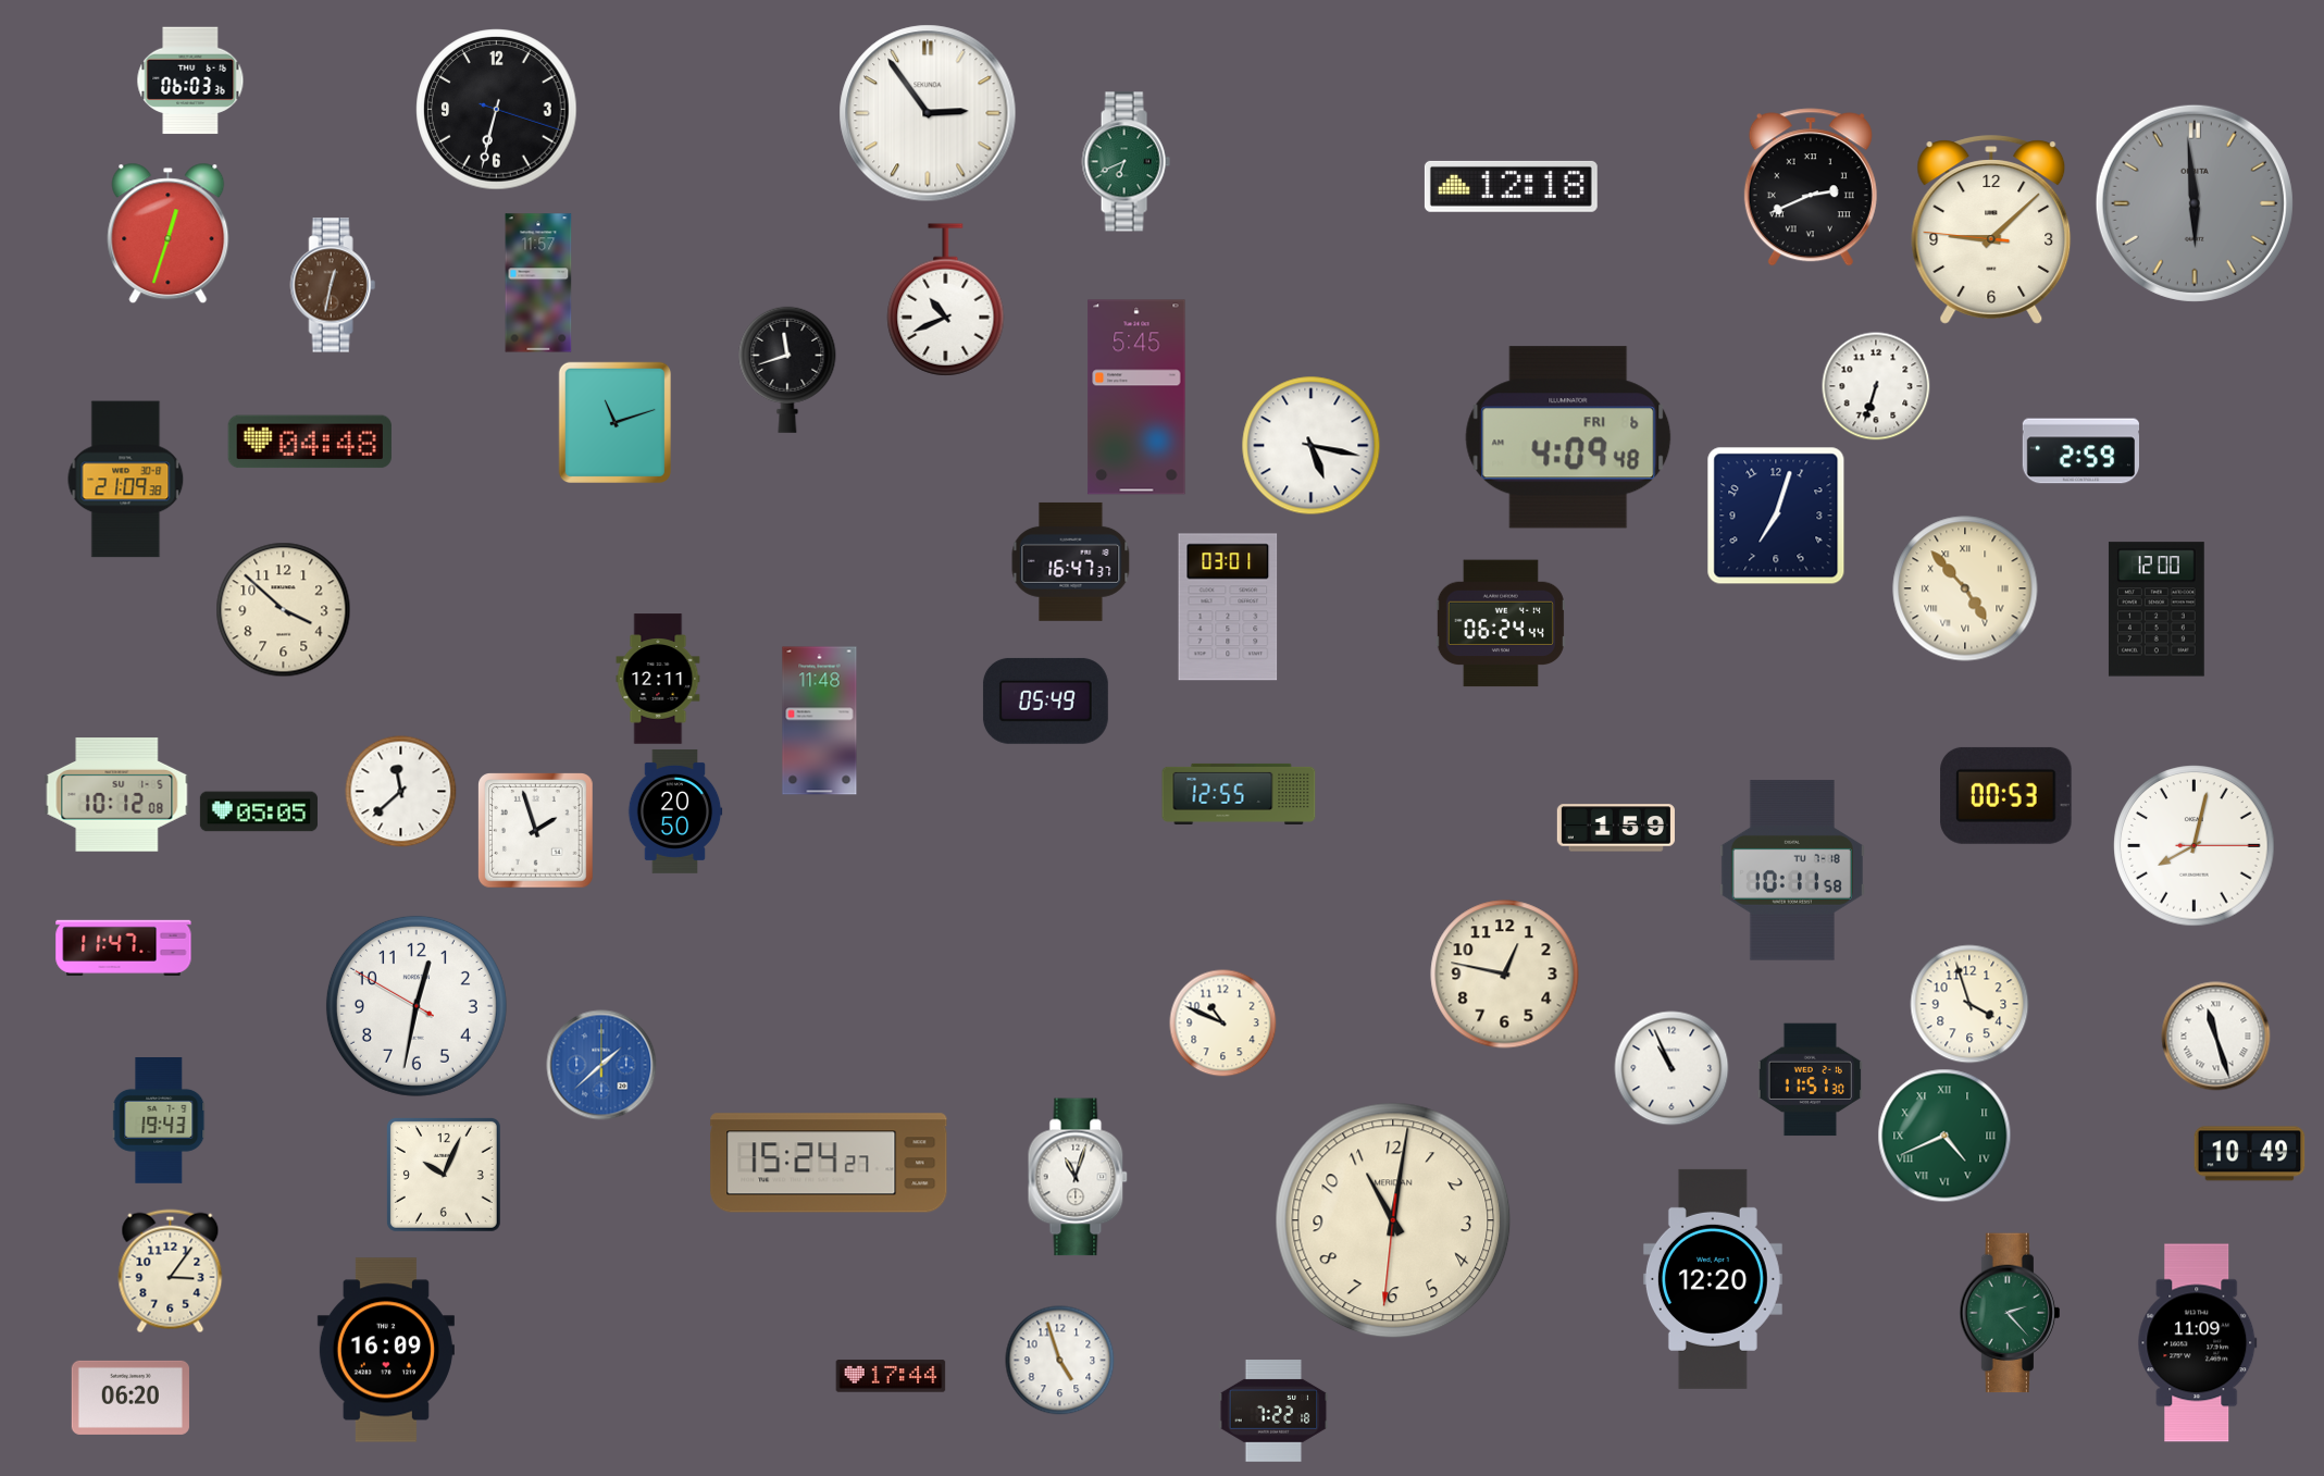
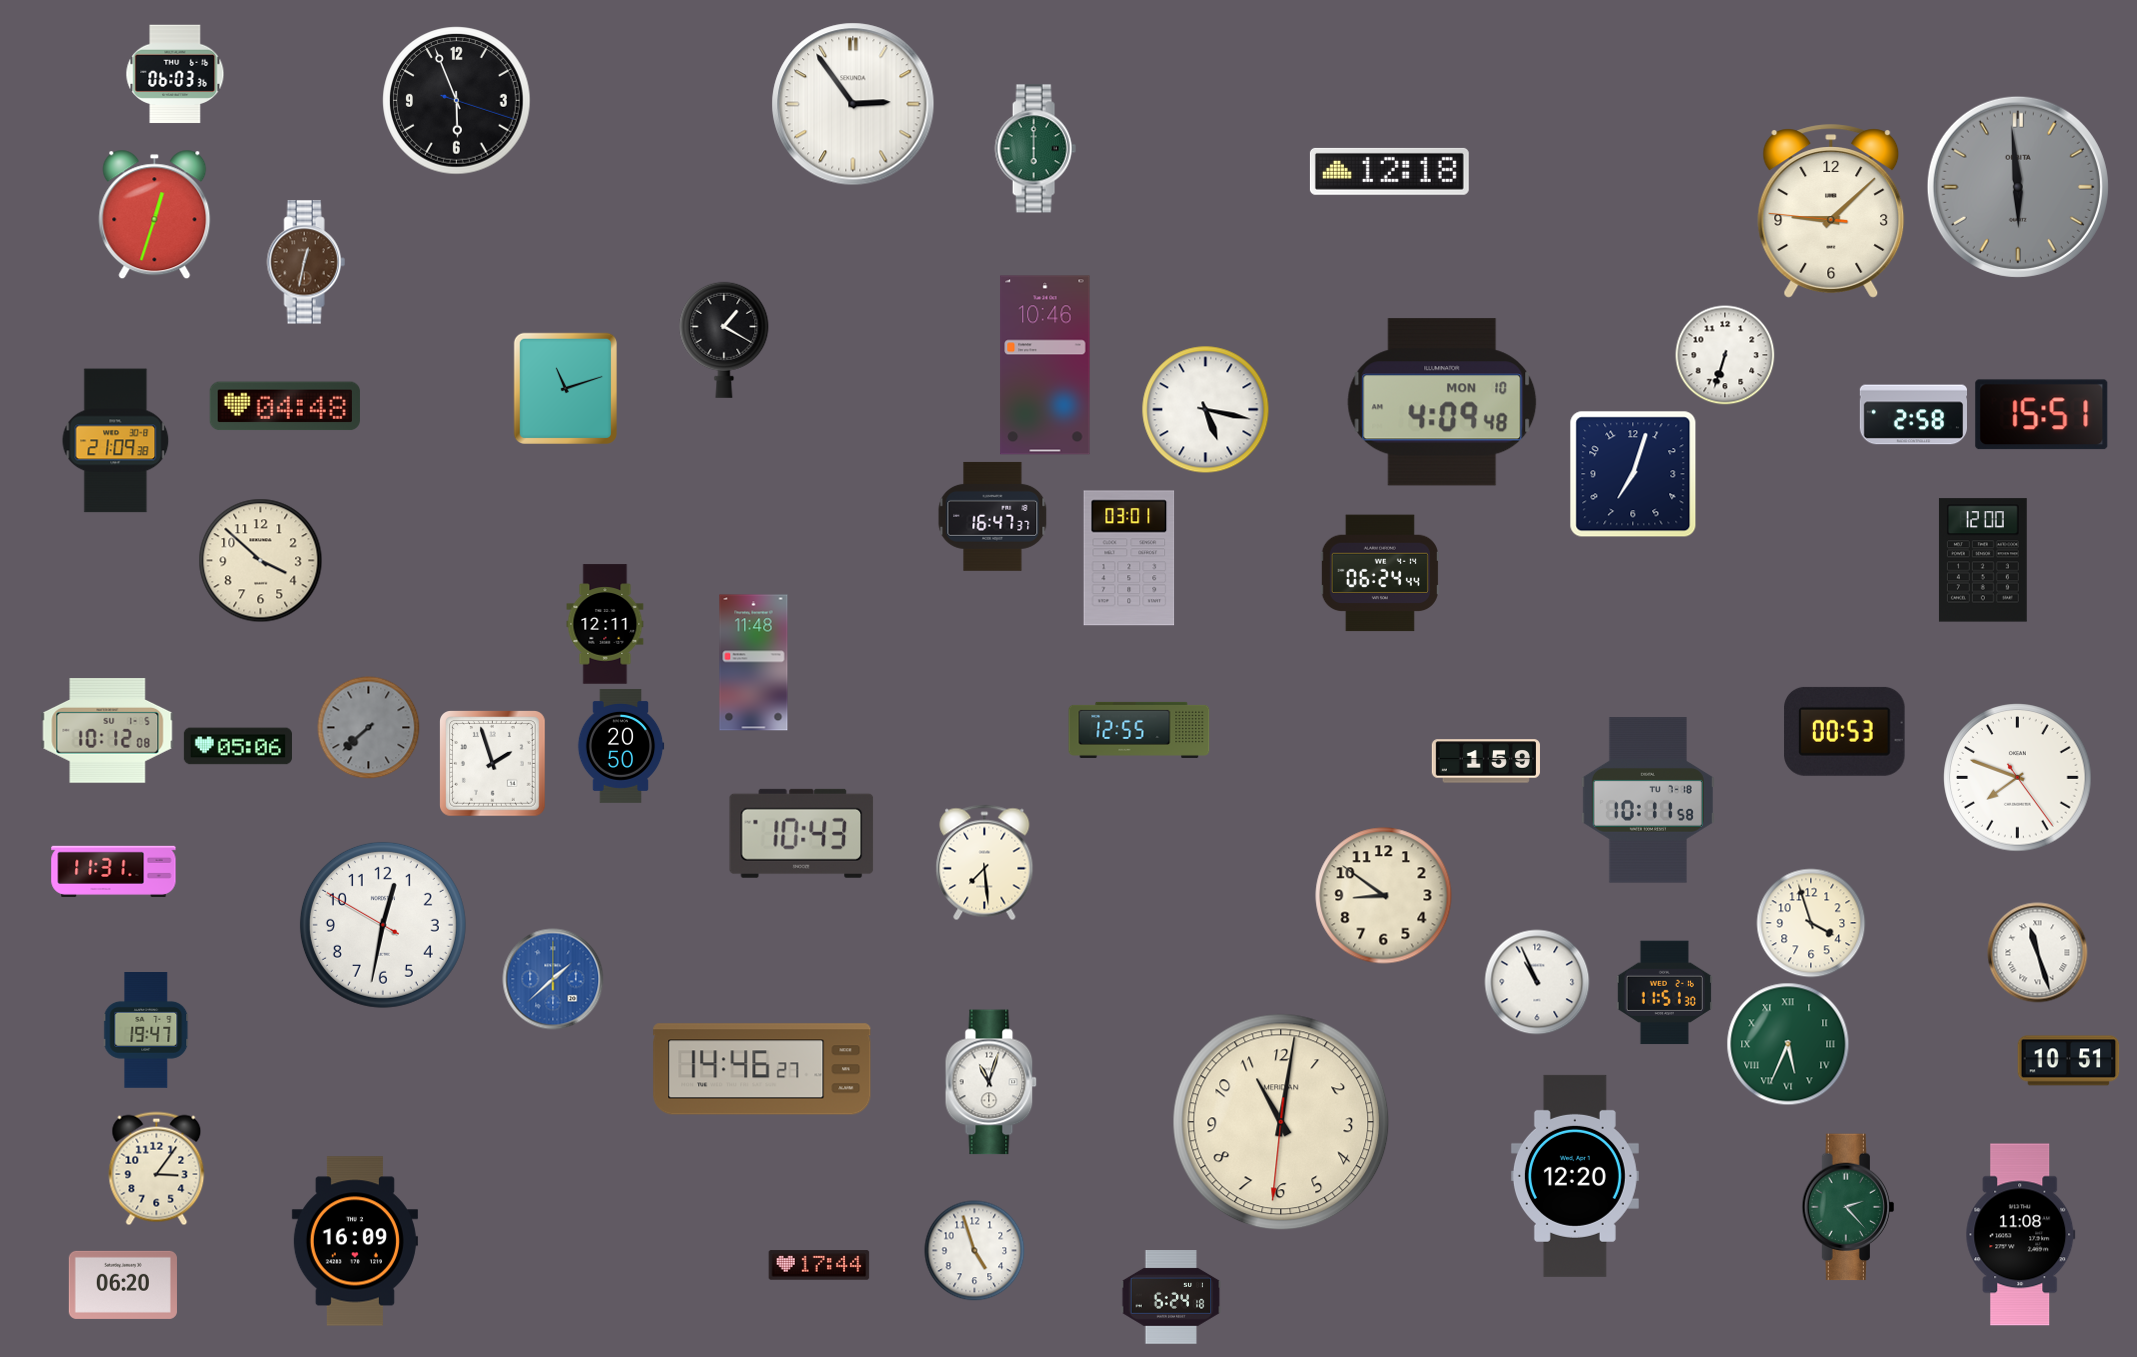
clock at (497, 110): 6:32 -> 5:56
clock at (1126, 162): 6:41 -> 6:00
clock at (1811, 187): 2:41 -> none
clock at (538, 283): 11:57 -> none
clock at (946, 300): 10:41 -> none
clock at (787, 370): 11:42 -> 1:20
clock at (1136, 397): 5:45 -> 10:46
clock at (1568, 437) date: FRI 6 -> MON 10
clock at (2080, 451): 2:59 -> 2:58
clock at (2042, 415): none -> 15:51
clock at (1071, 561) position: (1071, 561) -> (993, 516)
clock at (1965, 588): 4:53 -> none
clock at (1045, 700): 05:49 -> none
clock at (401, 792): 11:38 -> 7:38
clock at (401, 792) dial: white -> grey
clock at (259, 811): 05:05 -> 05:06
clock at (2195, 846): 8:02 -> 7:48
clock at (802, 833): none -> 10:43
clock at (985, 863): none -> 7:29
clock at (124, 947): 11:47 -> 11:31
clock at (1505, 975): 12:47 -> 8:51
clock at (1223, 1024): 10:49 -> none
clock at (159, 1121): 19:43 -> 19:47
clock at (1944, 1136): 4:41 -> 5:34
clock at (2250, 1154): 10:49 -> 10:51
clock at (829, 1163): 15:24 -> 14:46
clock at (444, 1175): 10:04 -> none
clock at (2198, 1343): 11:09 -> 11:08
clock at (131, 1398) position: (131, 1398) -> (123, 1285)
clock at (1273, 1412): 7:22 -> 6:24
